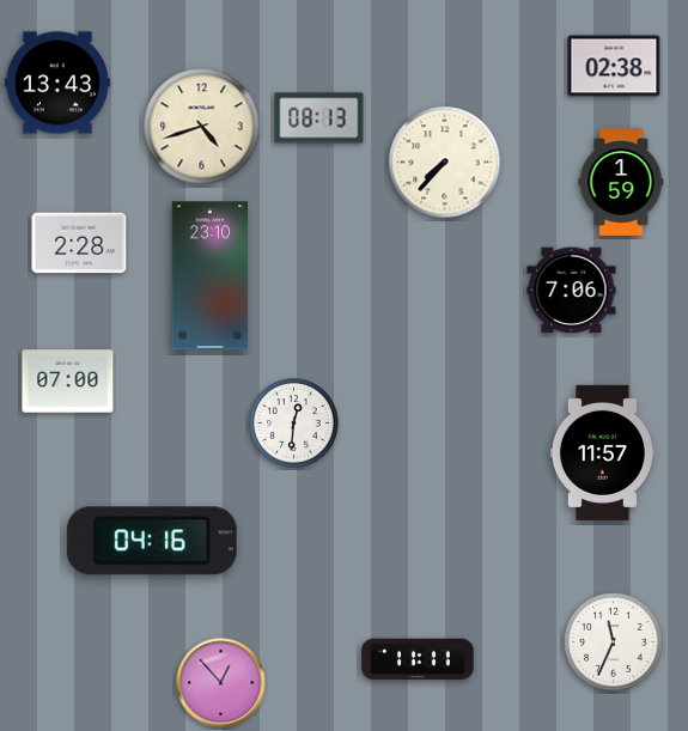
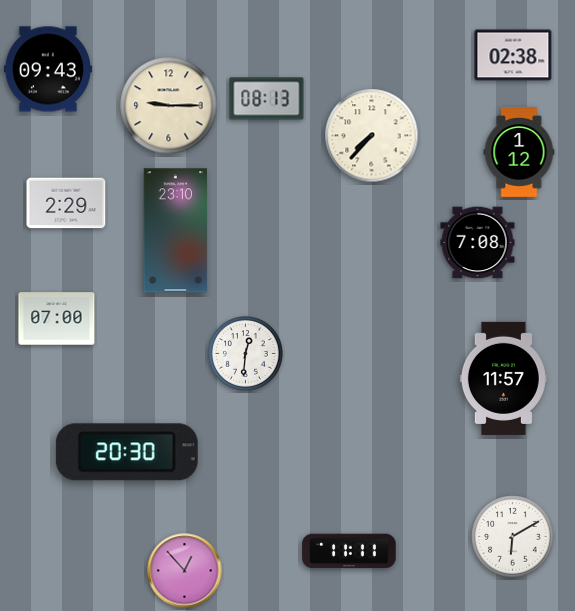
clock at (57, 83): 13:43 -> 09:43
clock at (202, 127): 4:42 -> 9:15
clock at (621, 182): 1:59 -> 1:12
clock at (79, 243): 2:28 -> 2:29
clock at (572, 291): 7:06 -> 7:08
clock at (152, 541): 04:16 -> 20:30
clock at (614, 642): 11:34 -> 6:10
